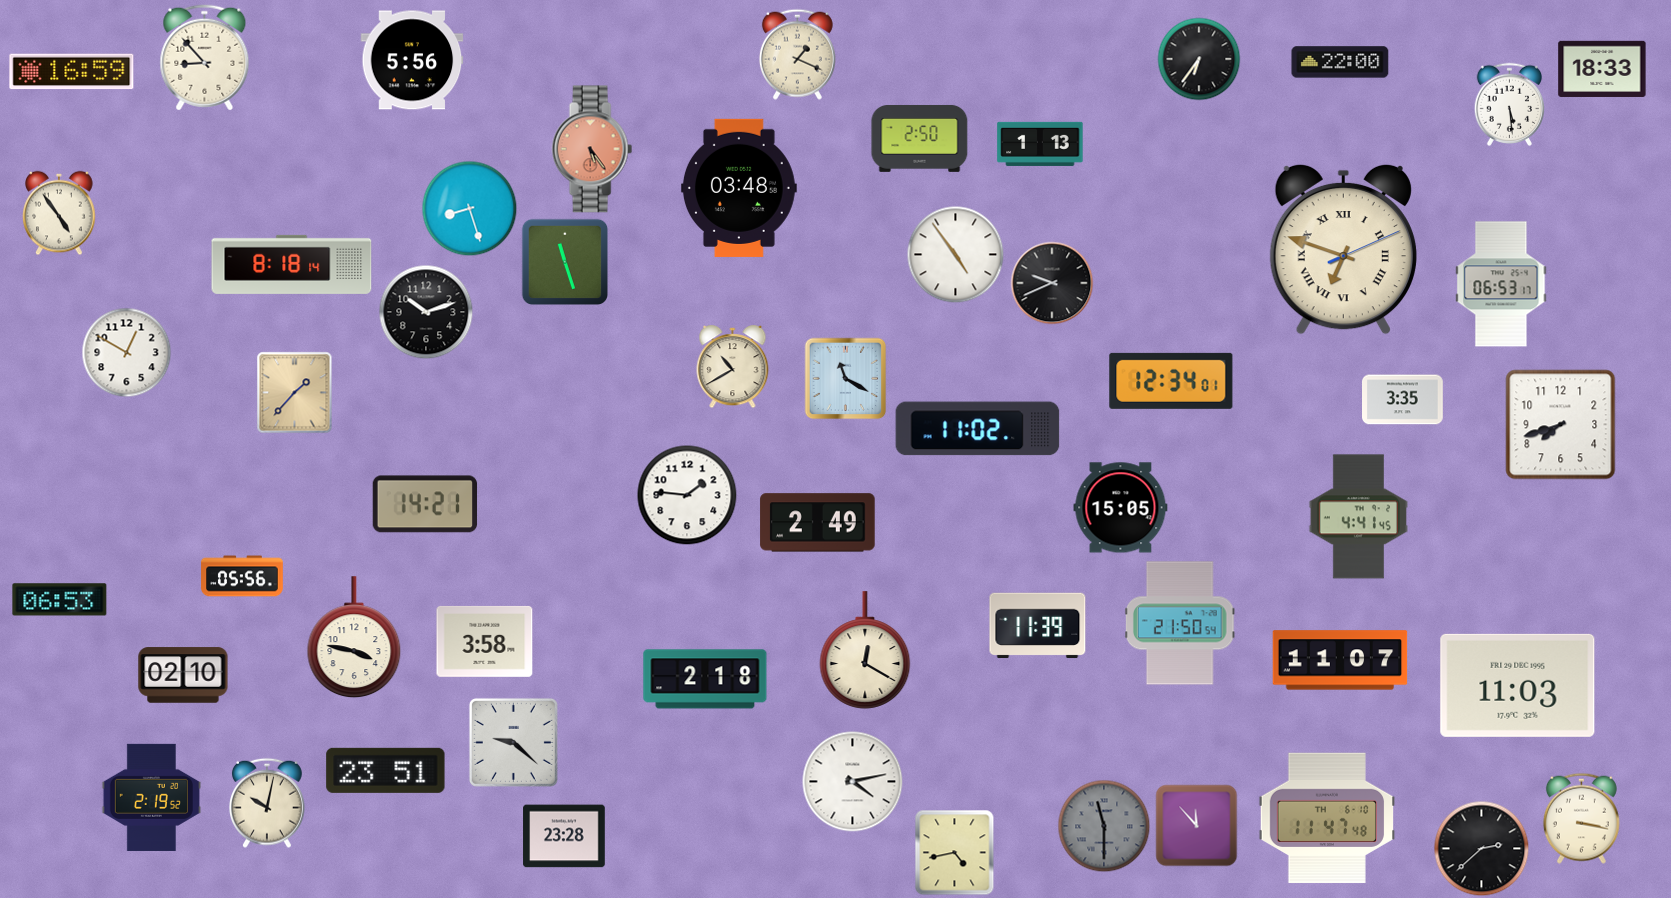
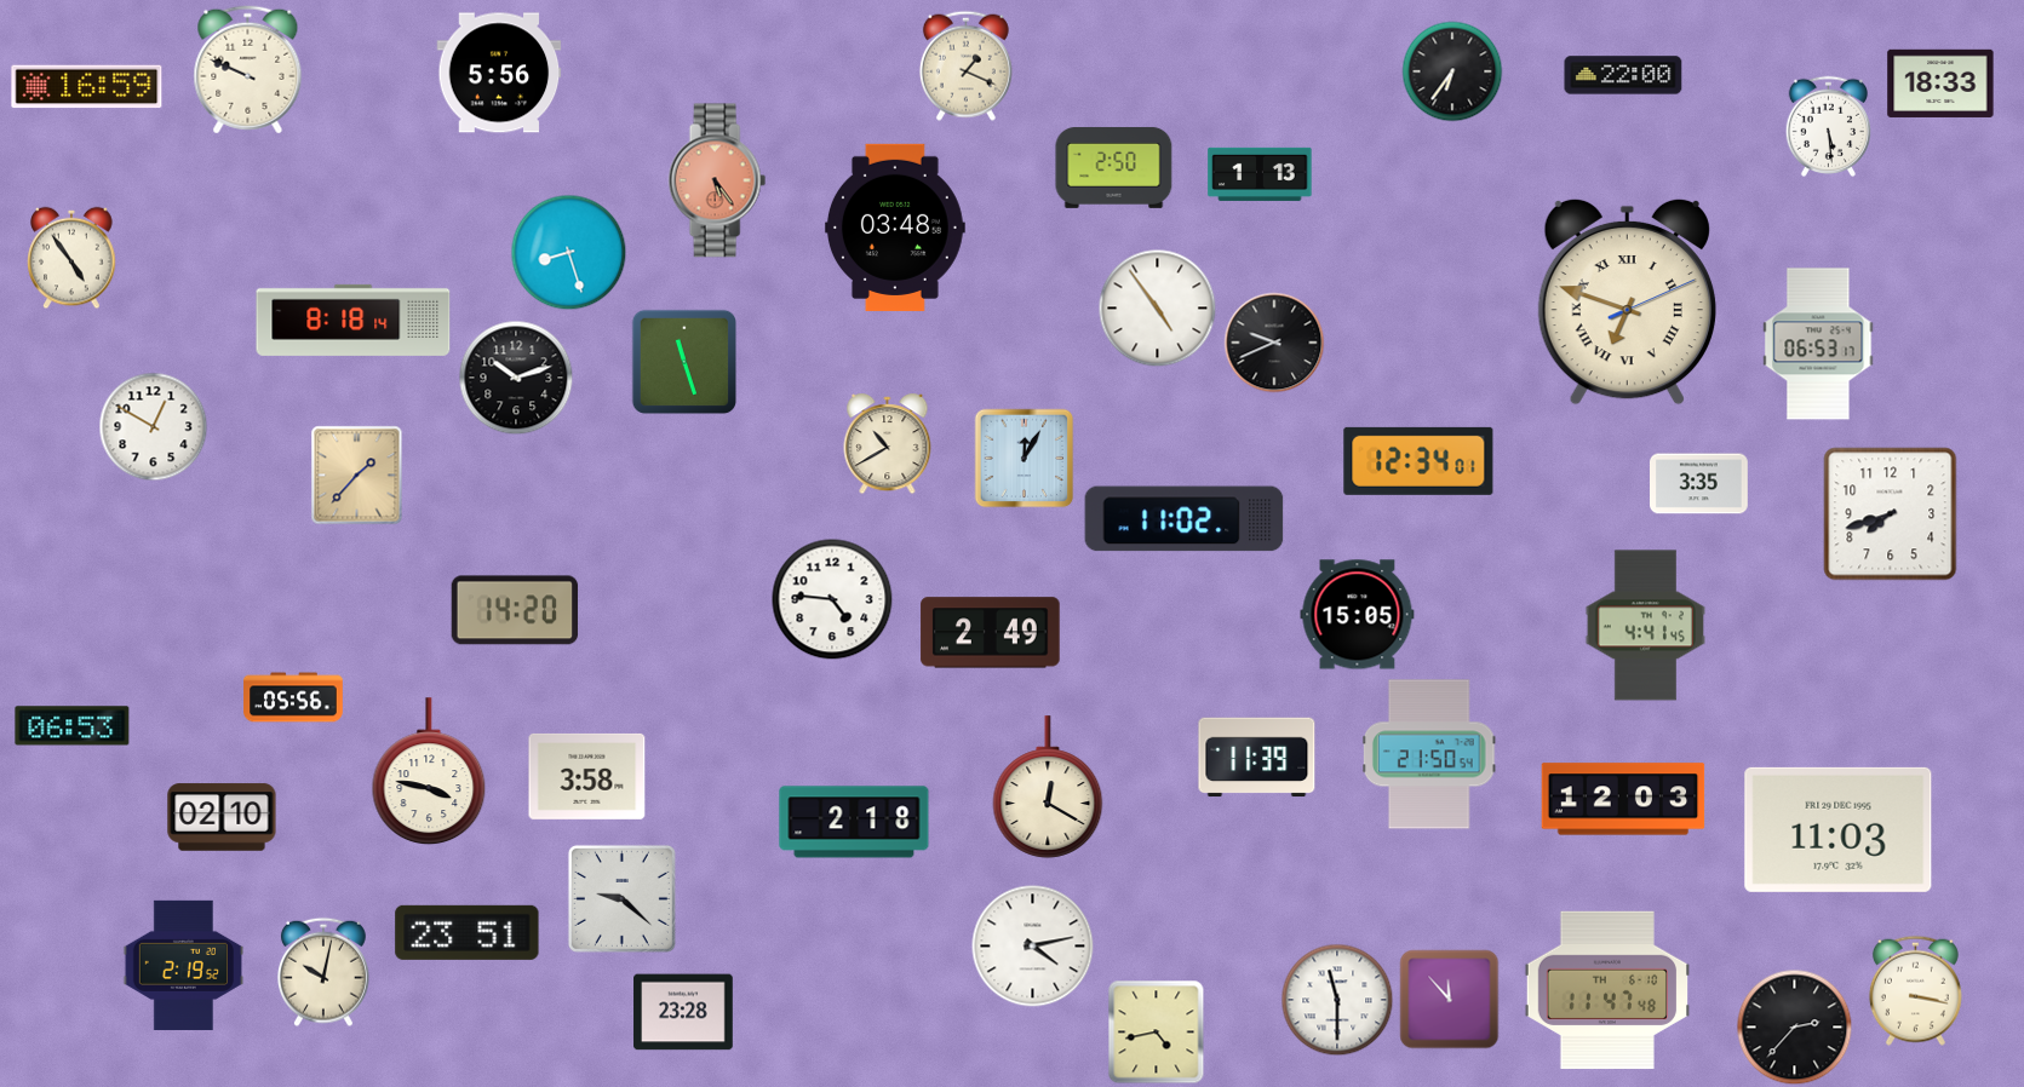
clock at (205, 58): 8:53 -> 9:49
clock at (564, 261) position: (564, 261) -> (683, 361)
clock at (846, 379): 11:20 -> 12:05
clock at (687, 495): 1:46 -> 4:46
clock at (425, 504): 14:21 -> 14:20
clock at (1340, 660): 11:07 -> 12:03
clock at (1104, 826) dial: grey -> white
clock at (1482, 849): 2:38 -> 2:37
